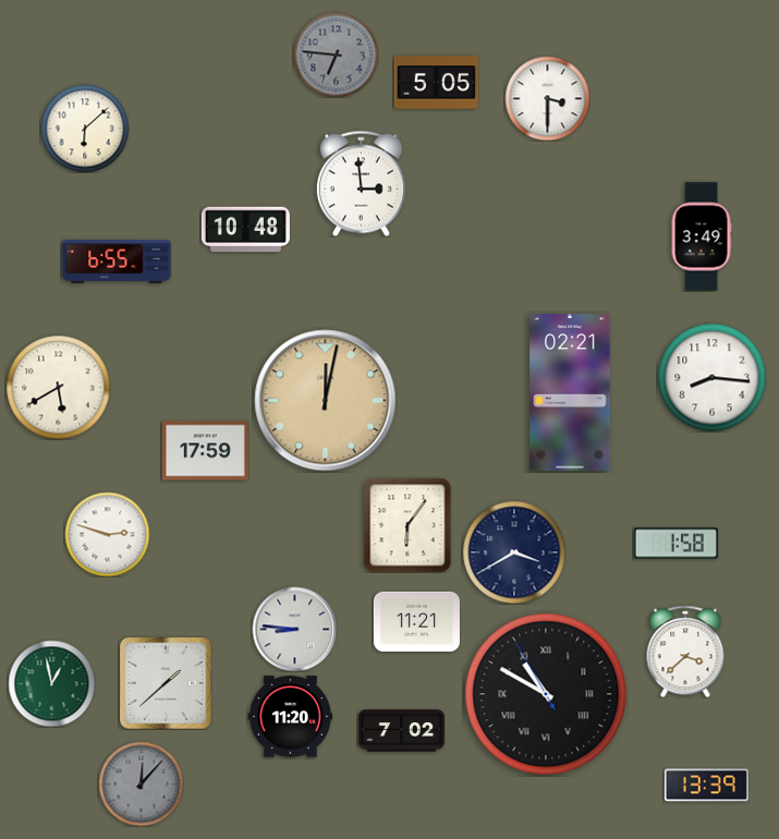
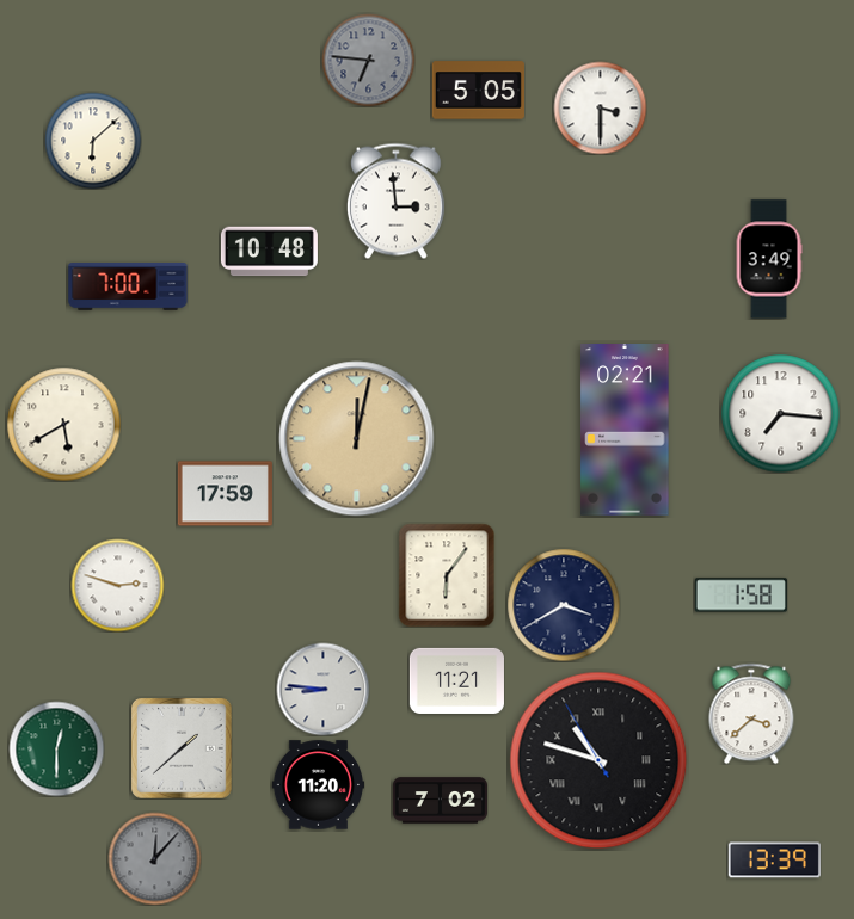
clock at (117, 262): 6:55 -> 7:00
clock at (713, 378): 8:16 -> 7:16
clock at (51, 683): 12:58 -> 12:30
clock at (546, 694): 10:49 -> 10:47
